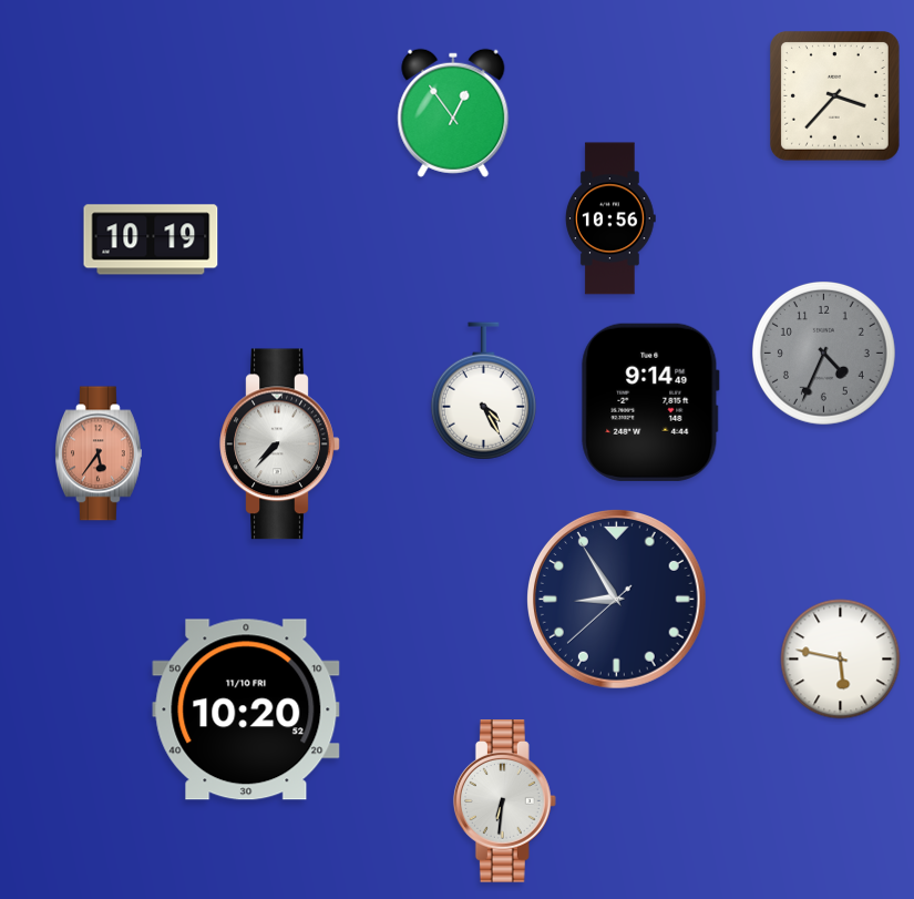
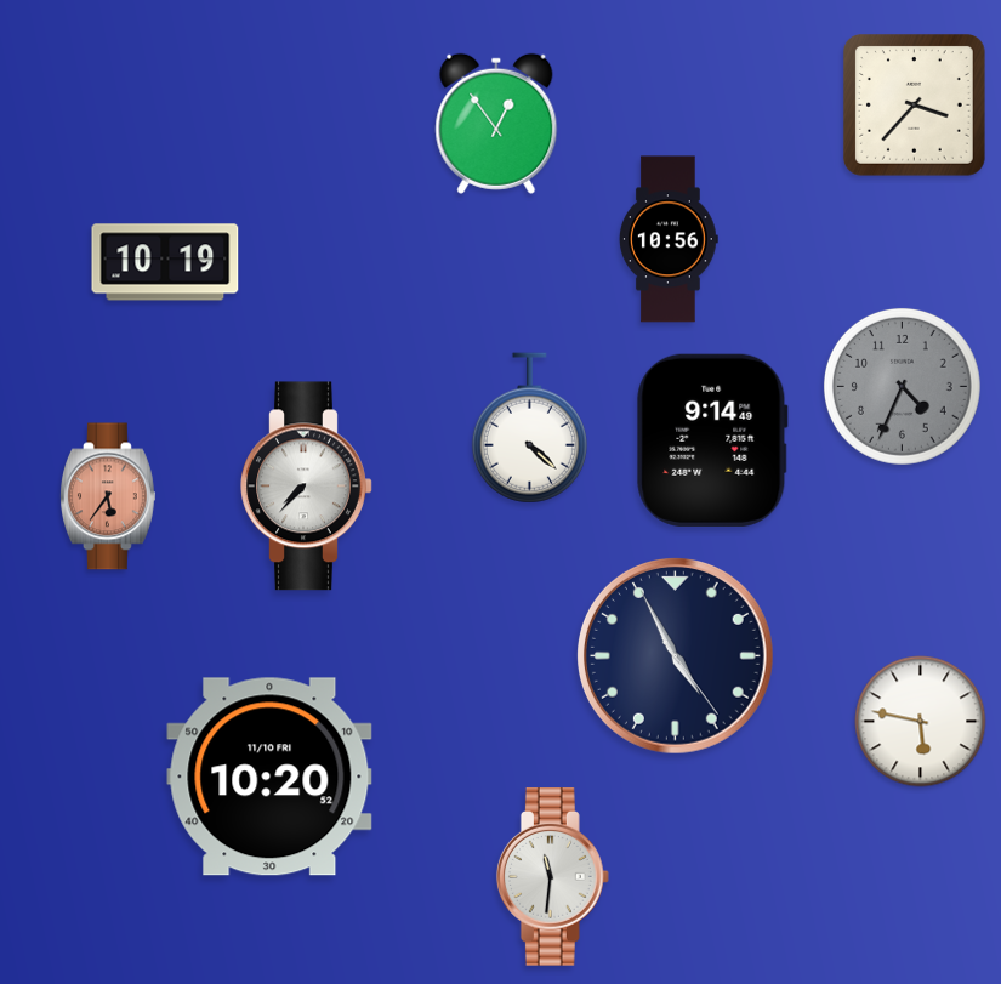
clock at (483, 391): 4:25 -> 4:22
clock at (617, 600): 8:54 -> 4:55
clock at (504, 801): 6:31 -> 11:31
